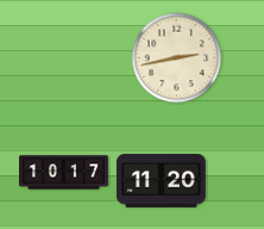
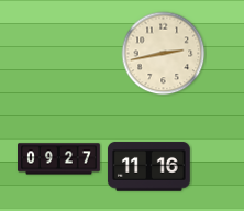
clock at (64, 173): 10:17 -> 09:27
clock at (161, 181): 11:20 -> 11:16
